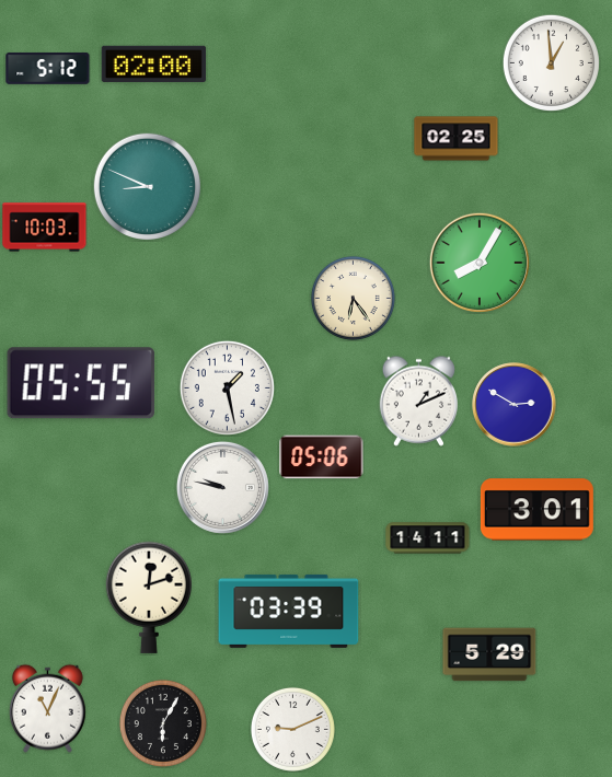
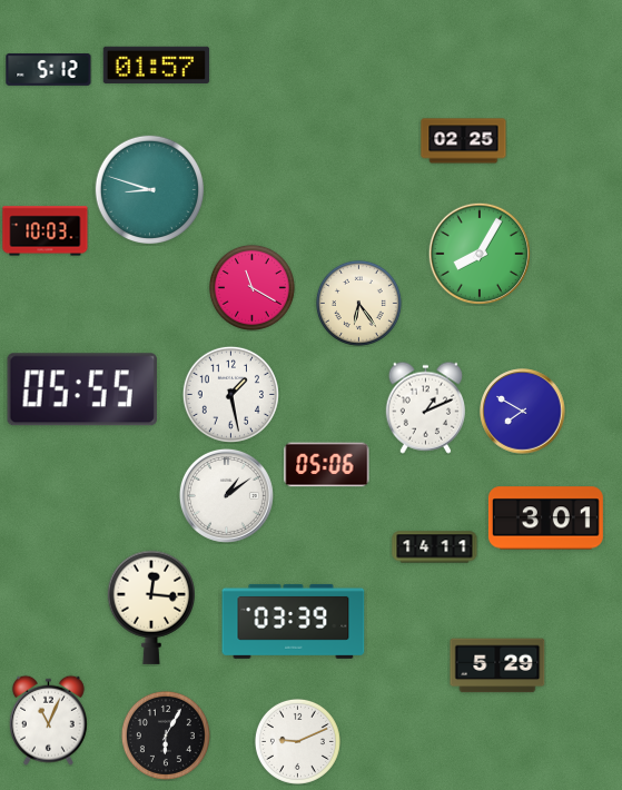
clock at (551, 62): 12:59 -> none
clock at (154, 63): 02:00 -> 01:57
clock at (147, 186): 8:49 -> 8:48
clock at (478, 262) position: (478, 262) -> (478, 253)
clock at (251, 287): none -> 11:20
clock at (515, 405): 2:50 -> 7:50
clock at (222, 487): 9:47 -> 1:09
clock at (148, 598): 12:12 -> 12:16
